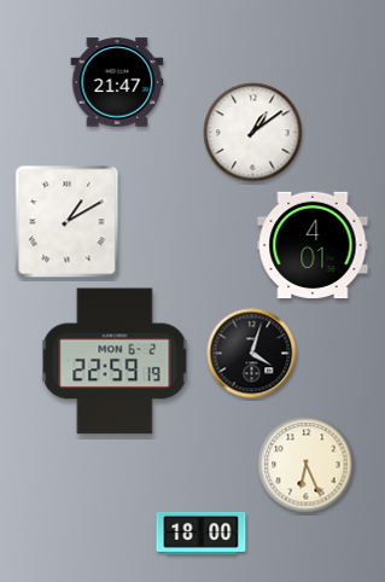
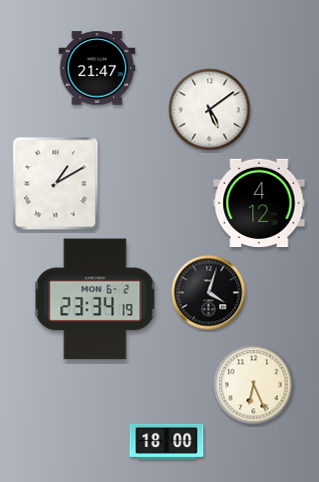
clock at (253, 133): 1:09 -> 5:09
clock at (313, 245): 4:01 -> 4:12
clock at (115, 361): 22:59 -> 23:34
